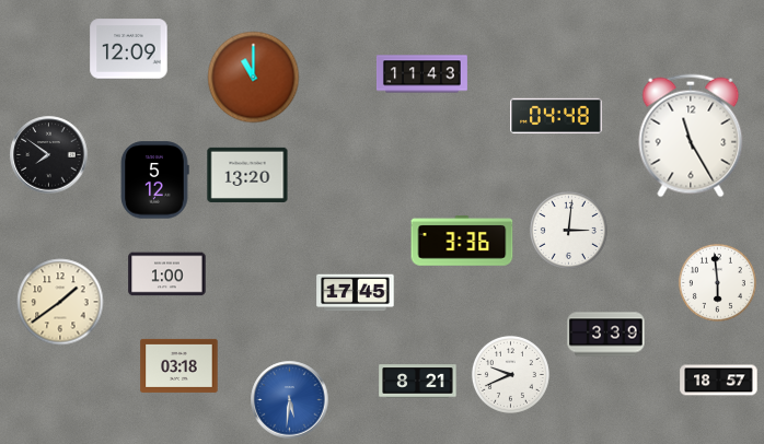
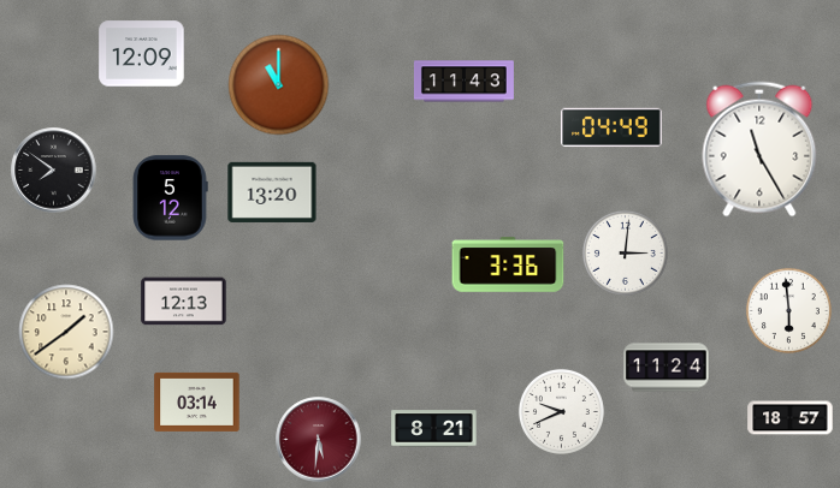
clock at (557, 116): 04:48 -> 04:49
clock at (167, 274): 1:00 -> 12:13
clock at (356, 293): 17:45 -> none
clock at (606, 335): 3:39 -> 11:24
clock at (180, 365): 03:18 -> 03:14
clock at (418, 382) position: (418, 382) -> (434, 429)
clock at (290, 400) dial: blue -> burgundy
